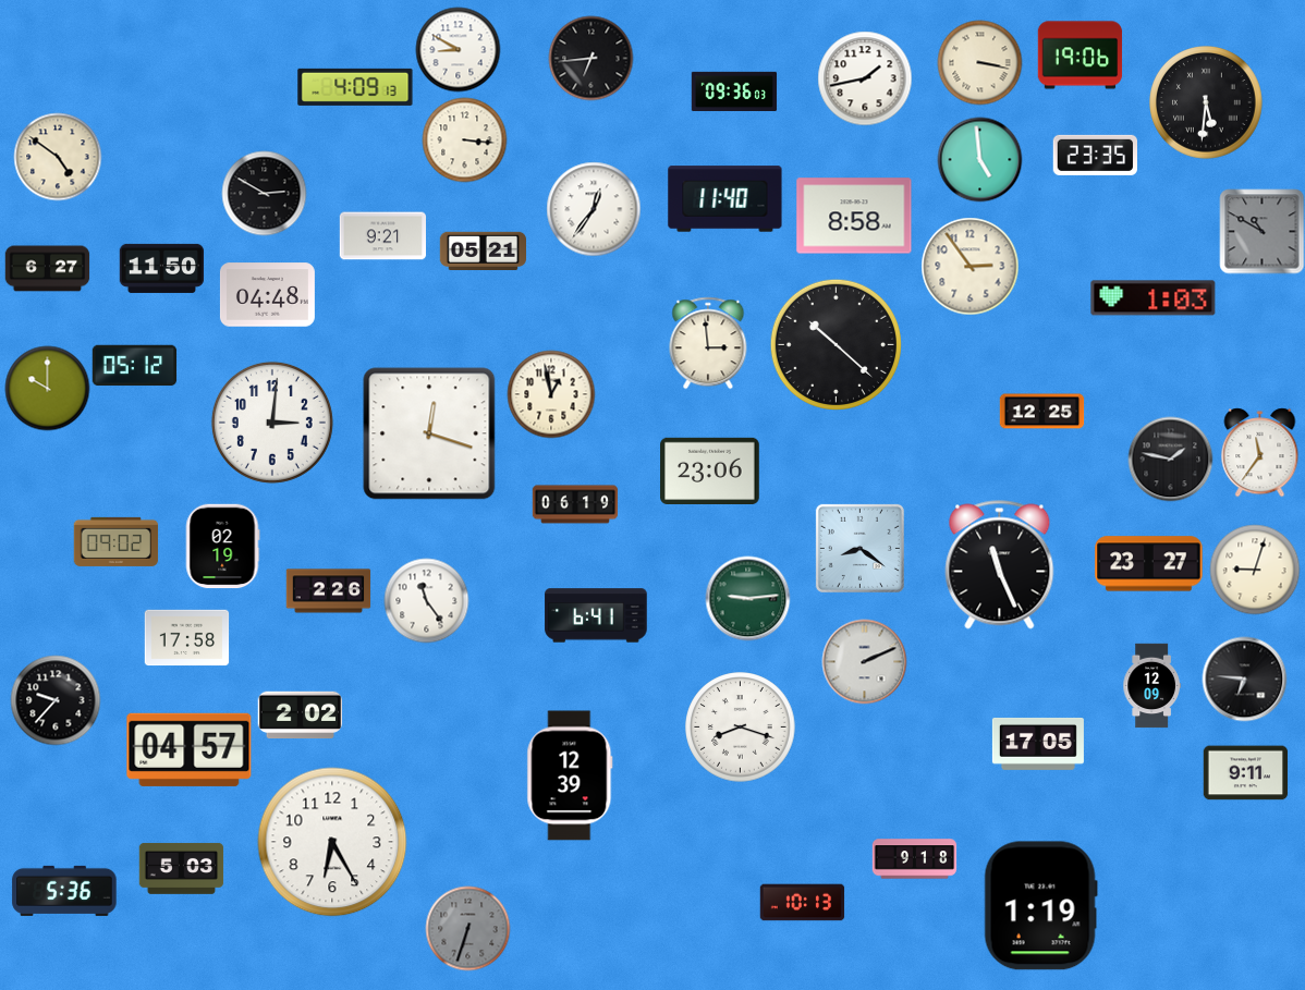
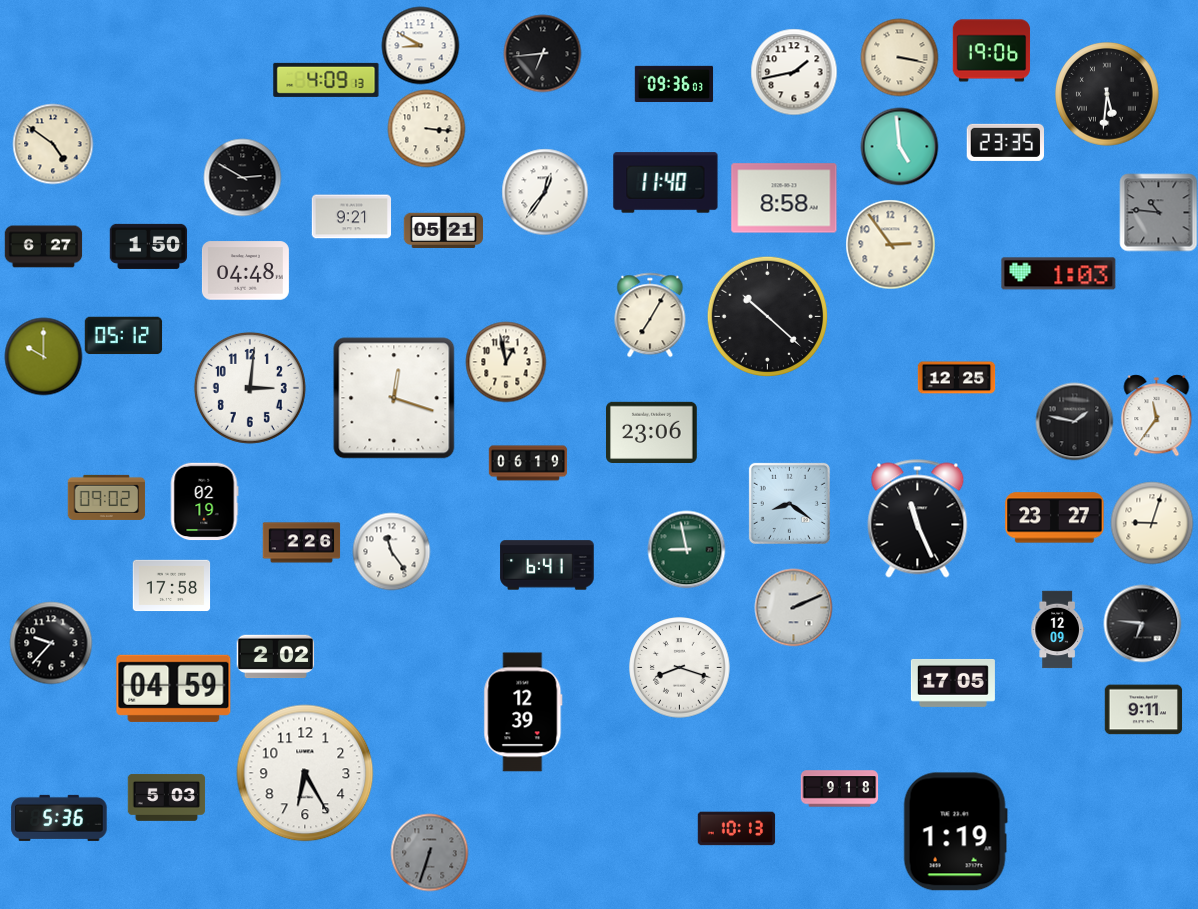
clock at (1261, 231): 10:50 -> 10:46
clock at (161, 268): 11:50 -> 1:50
clock at (708, 343): 2:59 -> 7:05
clock at (747, 598): 9:14 -> 8:58
clock at (190, 749): 04:57 -> 04:59
